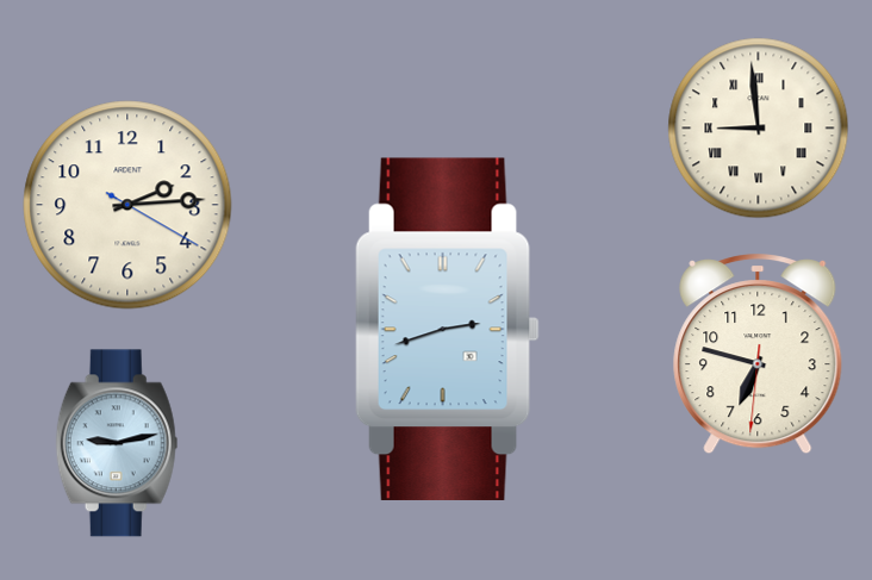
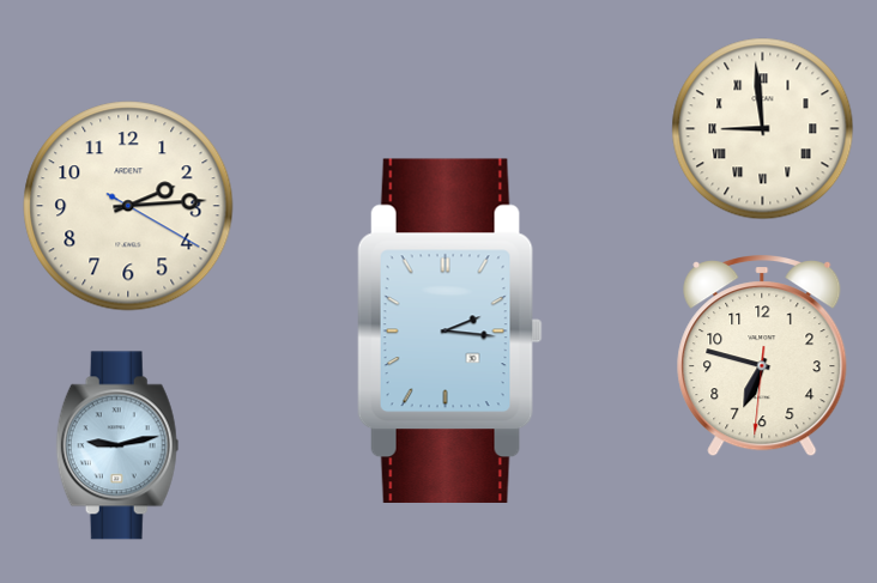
clock at (447, 329): 2:42 -> 2:16
